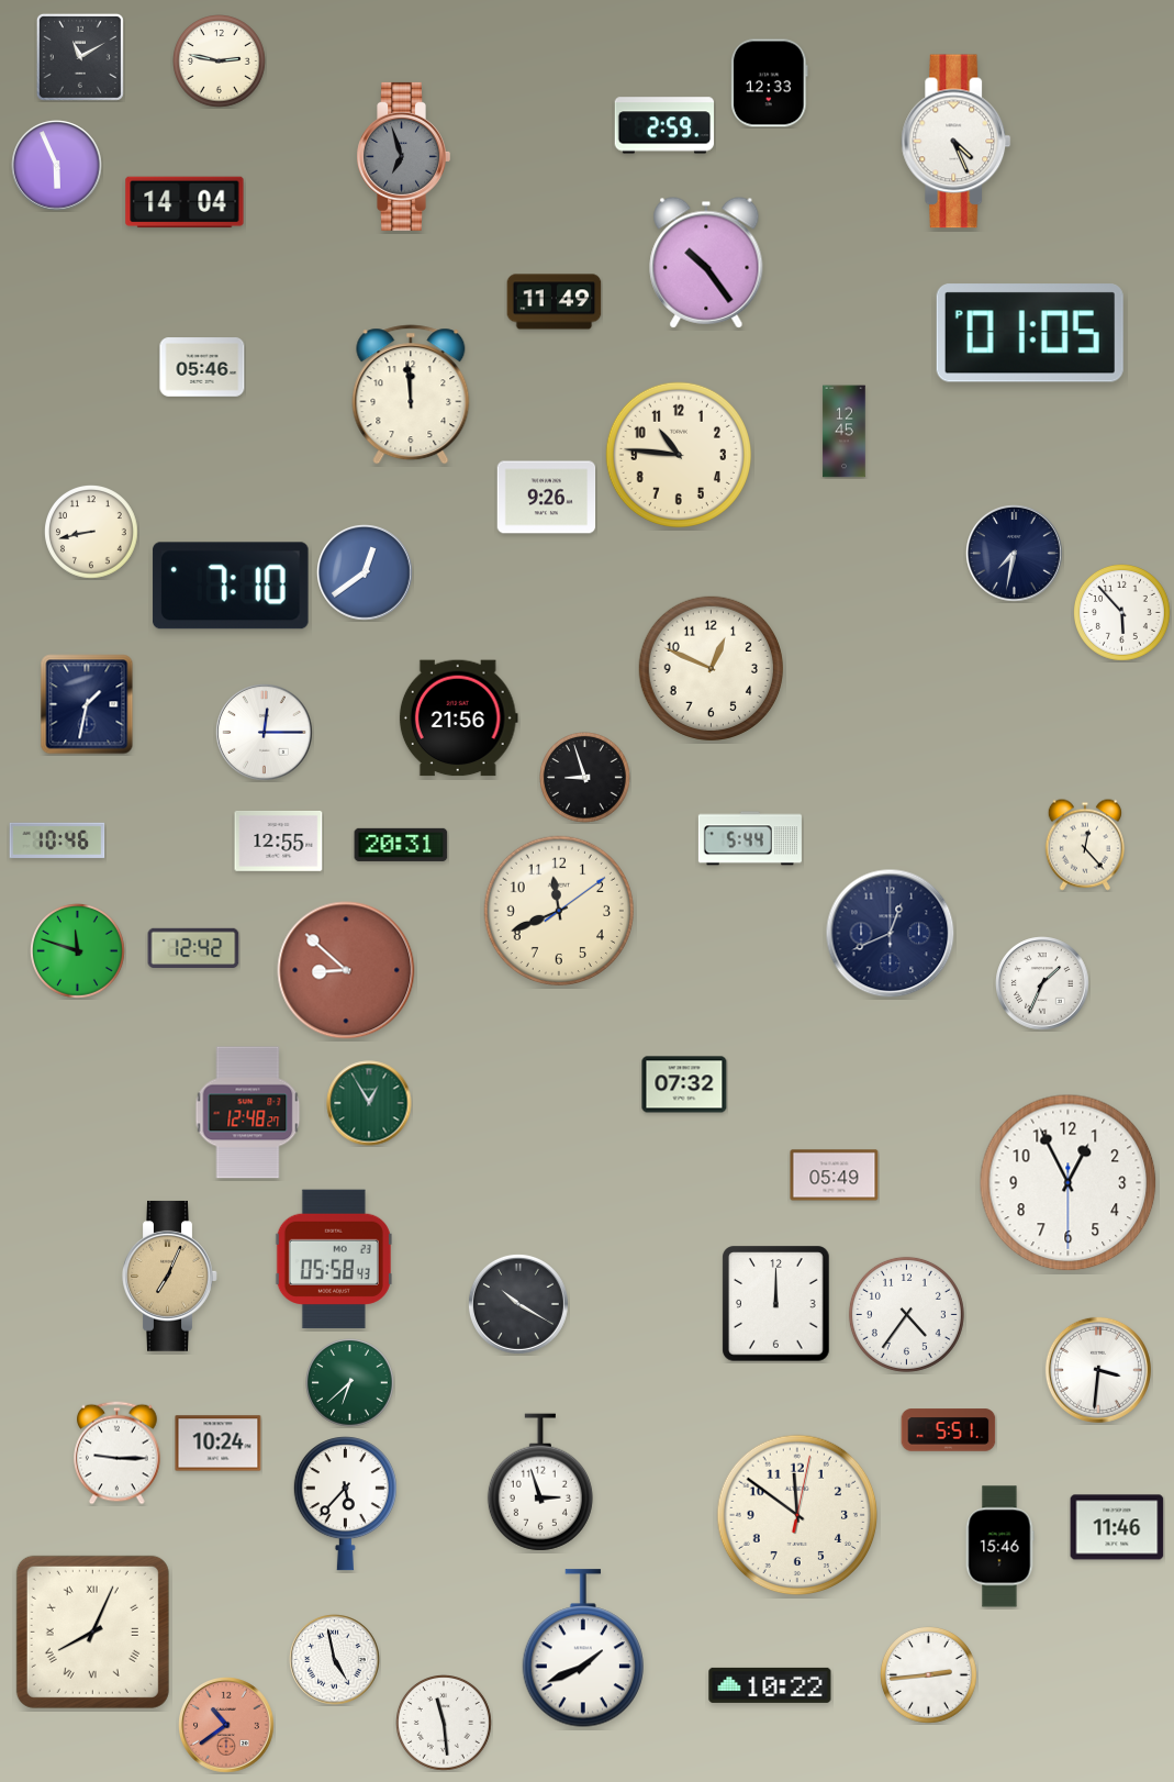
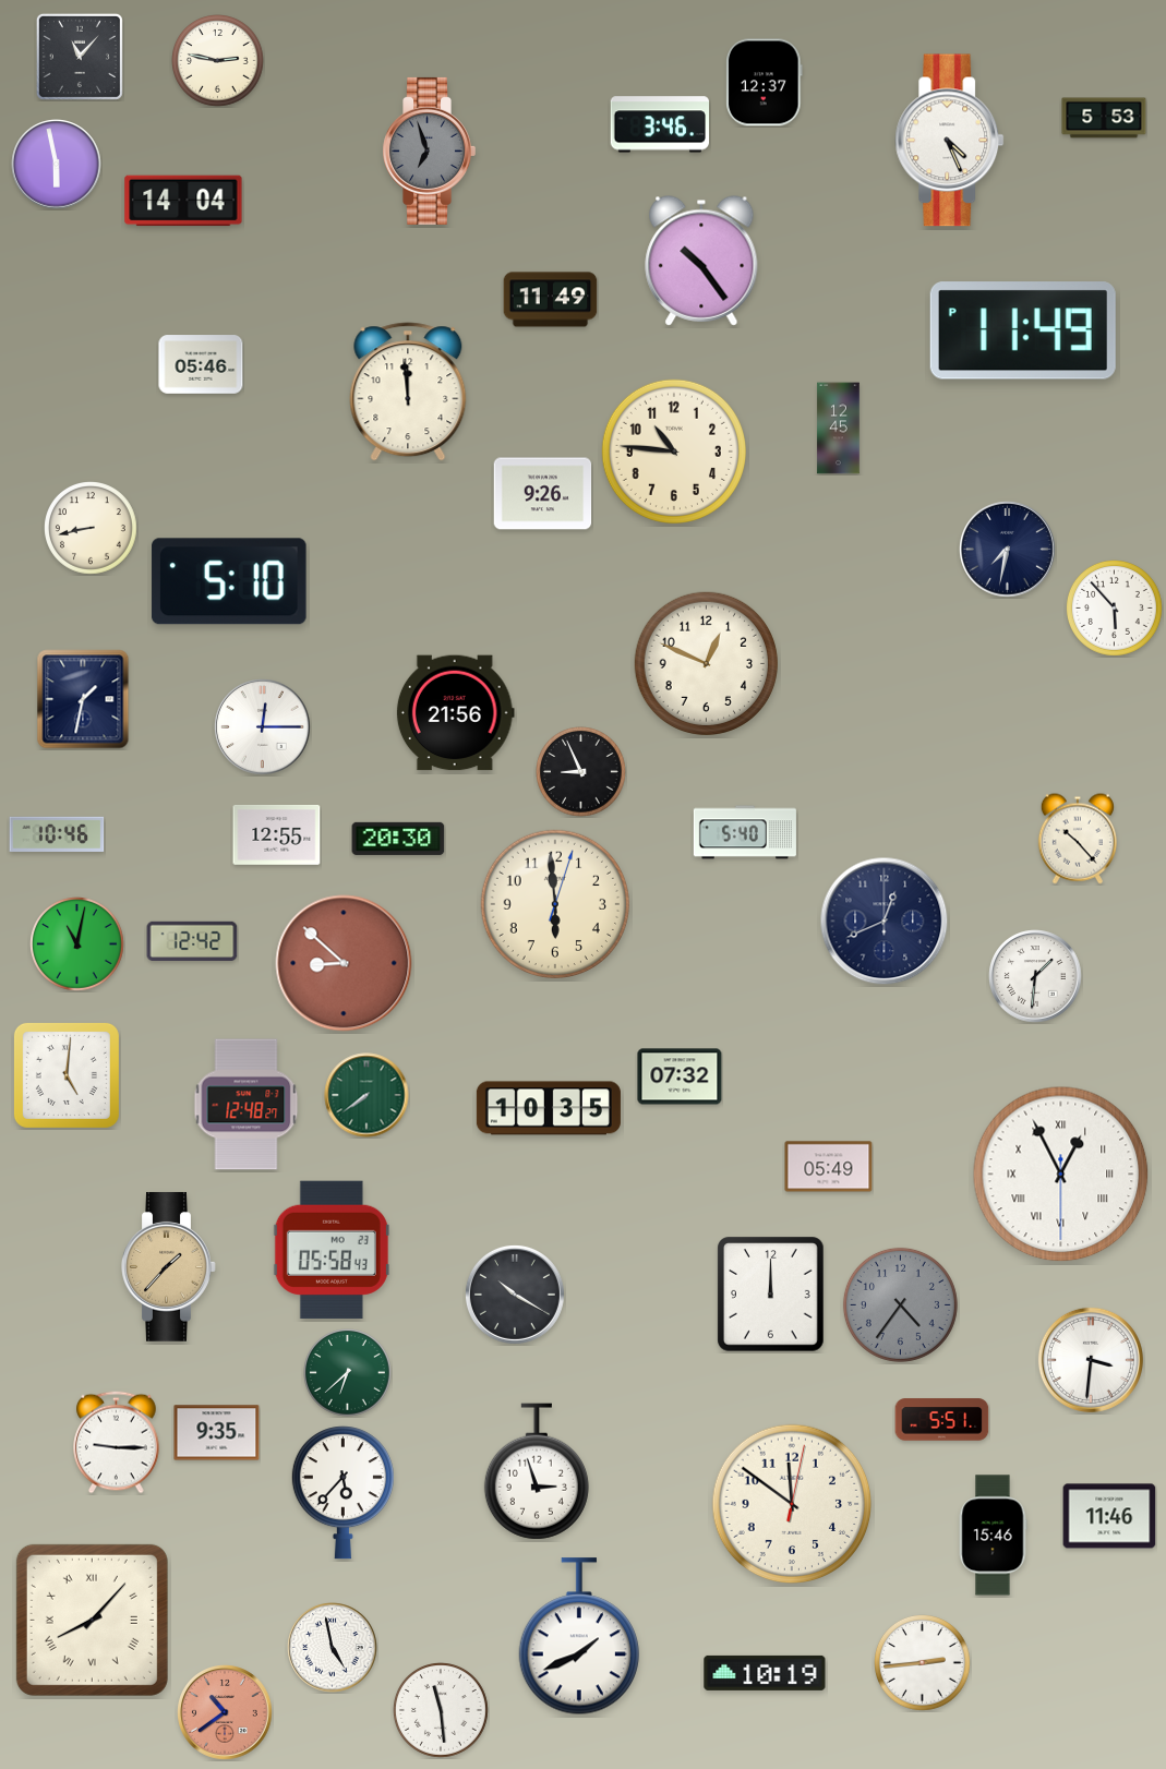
clock at (80, 57): 11:10 -> 11:07
clock at (770, 83): 12:33 -> 12:37
clock at (1104, 118): none -> 5:53
clock at (663, 125): 2:59 -> 3:46
clock at (403, 156) position: (403, 156) -> (429, 151)
clock at (57, 166): 5:56 -> 5:58
clock at (1030, 333): 01:05 -> 11:49
clock at (365, 572): 12:39 -> none
clock at (231, 586): 7:10 -> 5:10
clock at (87, 704) position: (87, 704) -> (83, 699)
clock at (585, 778): 8:57 -> 8:56
clock at (750, 838): 5:44 -> 5:40
clock at (401, 845): 20:31 -> 20:30
clock at (1085, 845): 12:23 -> 10:23
clock at (558, 910): 11:41 -> 5:59
clock at (891, 934) position: (891, 934) -> (885, 922)
clock at (78, 951): 11:48 -> 11:02
clock at (1042, 983): 1:34 -> 1:31
clock at (67, 1075): none -> 5:01
clock at (369, 1103): 12:55 -> 7:39
clock at (549, 1108): none -> 10:35
clock at (1069, 1183) numerals: Arabic -> Roman
clock at (170, 1276): 7:04 -> 1:37
clock at (906, 1314) dial: white -> grey
clock at (219, 1444): 10:24 -> 9:35
clock at (92, 1631): 8:04 -> 8:07
clock at (770, 1685): 10:22 -> 10:19
